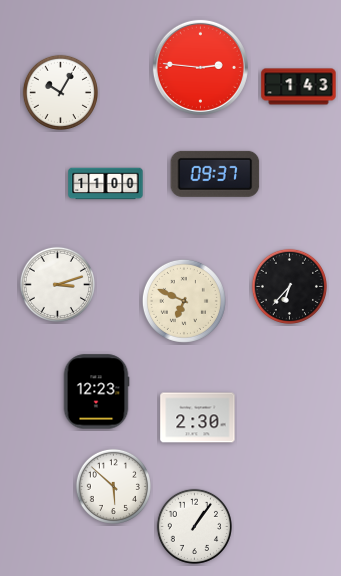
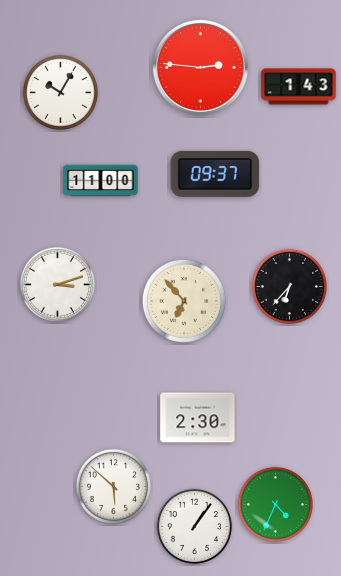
clock at (106, 184) position: (106, 184) -> (101, 181)
clock at (184, 301): 6:49 -> 6:53
clock at (96, 392): 12:23 -> none
clock at (275, 504): none -> 4:34
